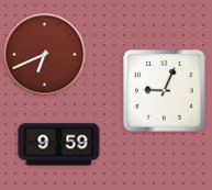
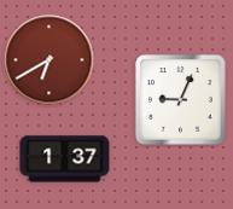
clock at (45, 55): 6:41 -> 6:40
clock at (59, 145): 9:59 -> 1:37
